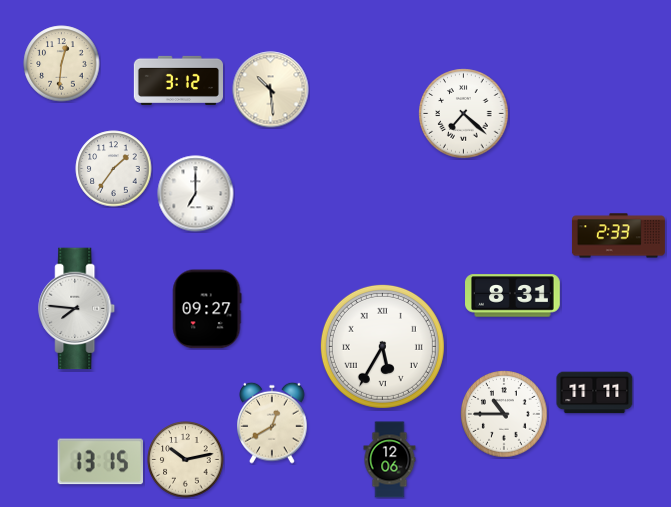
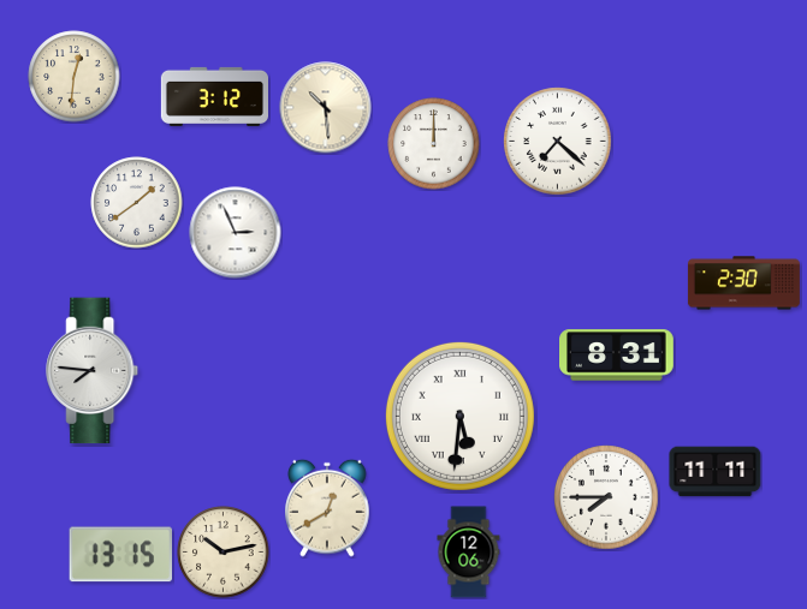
clock at (464, 114) position: (464, 114) -> (558, 142)
clock at (434, 144): none -> 12:00
clock at (114, 169): 1:36 -> 1:39
clock at (196, 194): 7:00 -> 2:56
clock at (618, 236): 2:33 -> 2:30
clock at (207, 309): 09:27 -> none
clock at (382, 346): 5:35 -> 5:31
clock at (504, 414): 10:45 -> 7:45
